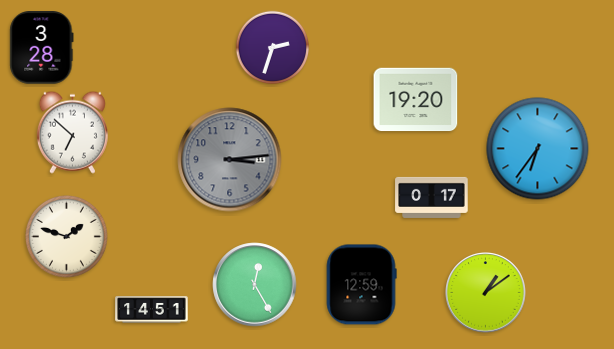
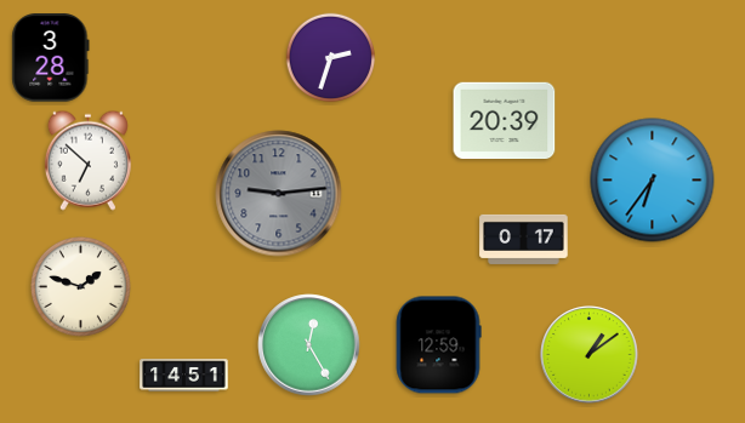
clock at (416, 100): 19:20 -> 20:39
clock at (230, 160): 3:14 -> 9:14
